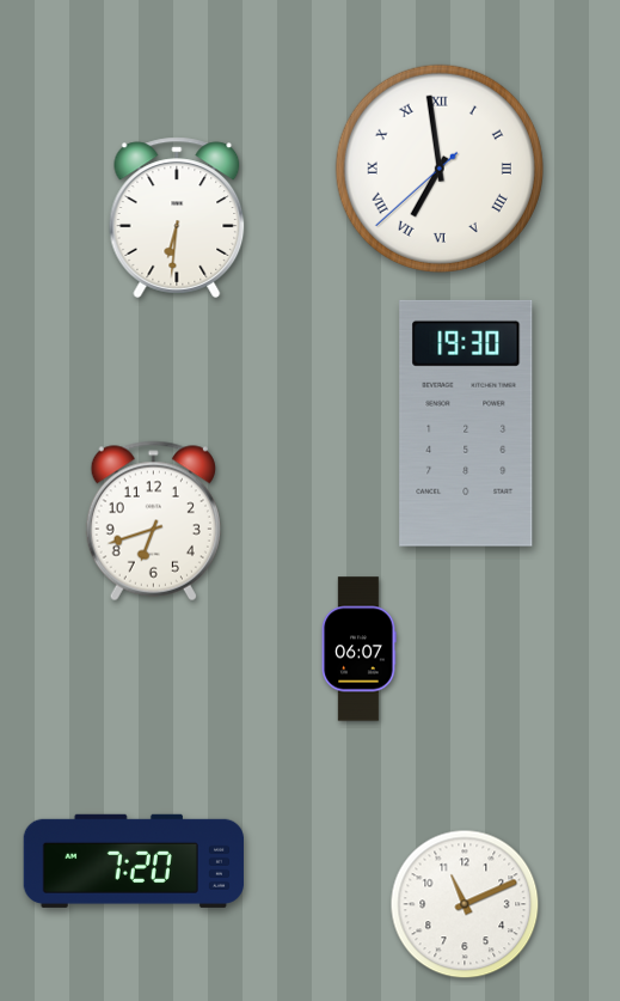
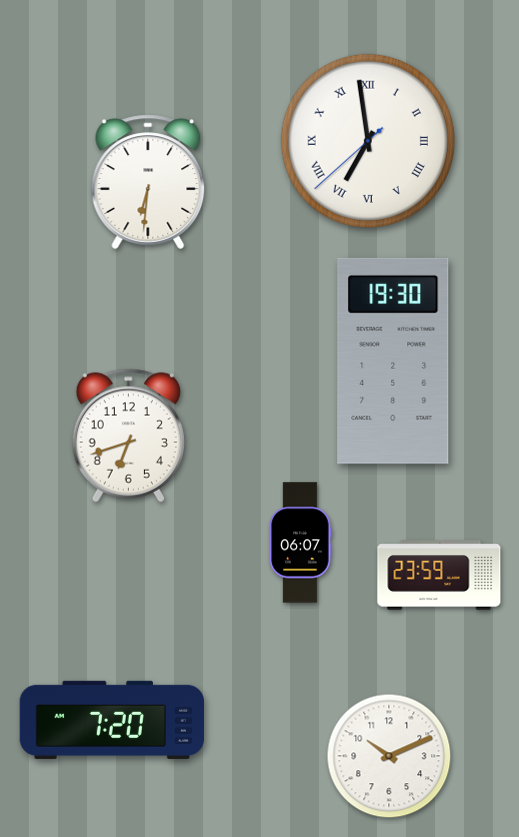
clock at (466, 423) position: (466, 423) -> (393, 361)
clock at (439, 575): none -> 23:59
clock at (465, 904): 11:11 -> 10:11
